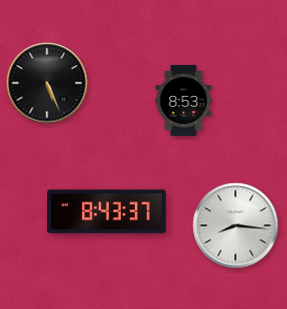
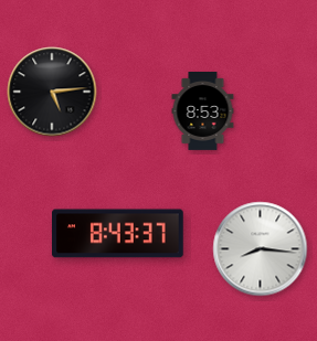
clock at (47, 83): 5:26 -> 5:14
